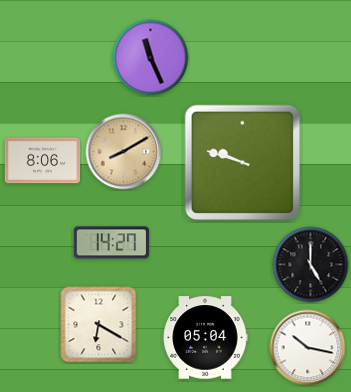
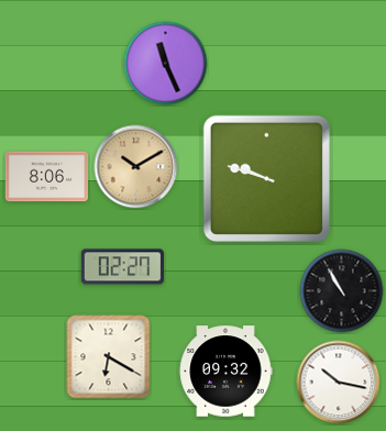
clock at (124, 152): 8:10 -> 10:10
clock at (111, 243): 14:27 -> 02:27
clock at (311, 265): 5:00 -> 10:55
clock at (205, 338): 05:04 -> 09:32
